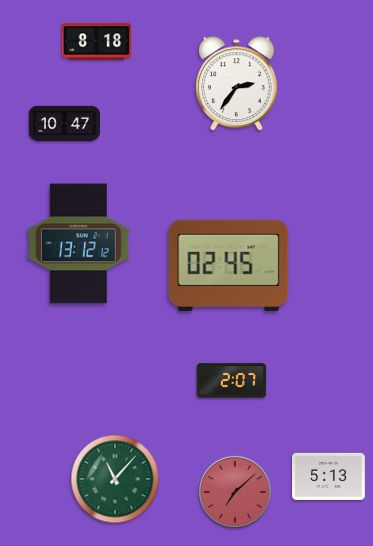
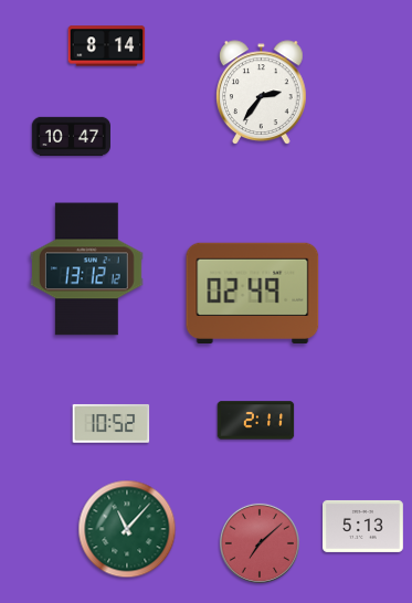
clock at (97, 42): 8:18 -> 8:14
clock at (229, 265): 02:45 -> 02:49
clock at (232, 381): 2:07 -> 2:11
clock at (112, 423): none -> 10:52
